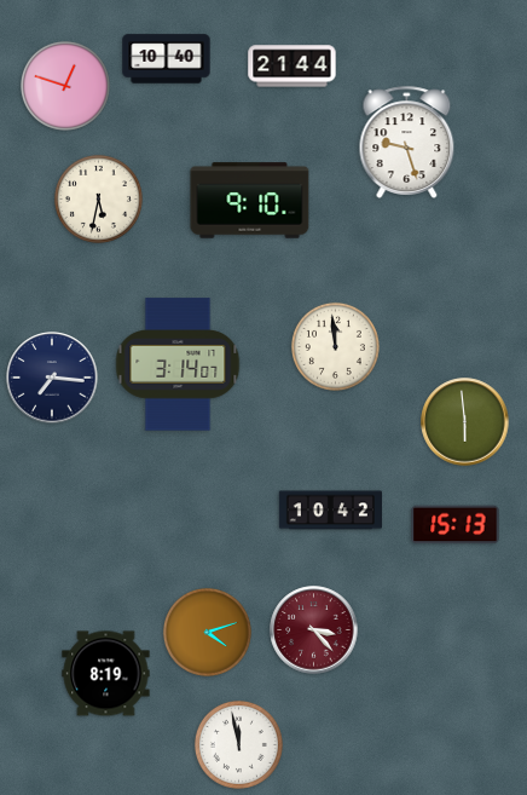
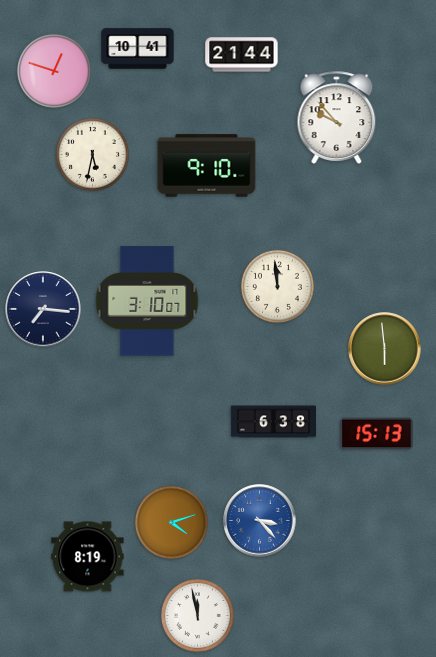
clock at (167, 59): 10:40 -> 10:41
clock at (407, 142): 9:27 -> 9:53
clock at (98, 198) position: (98, 198) -> (92, 154)
clock at (178, 364): 3:14 -> 3:10
clock at (52, 378) position: (52, 378) -> (43, 309)
clock at (330, 511): 10:42 -> 6:38
clock at (314, 630) dial: burgundy -> blue
